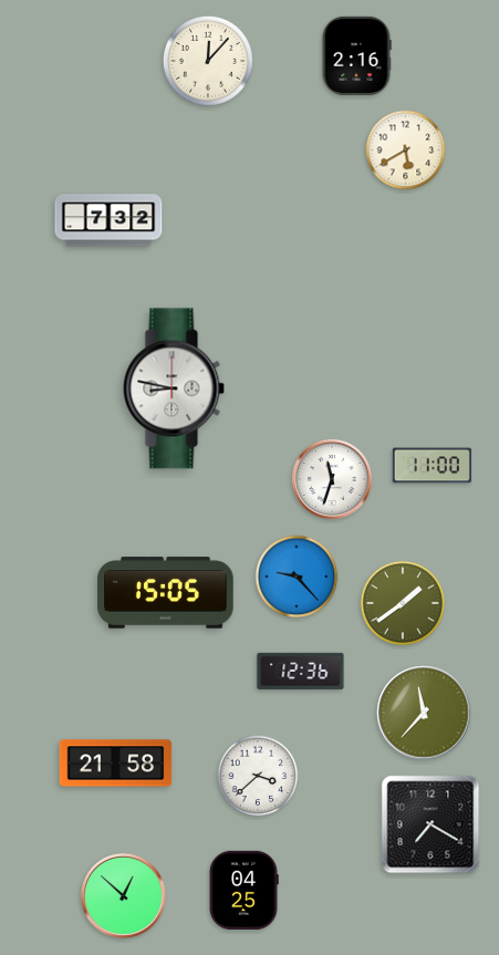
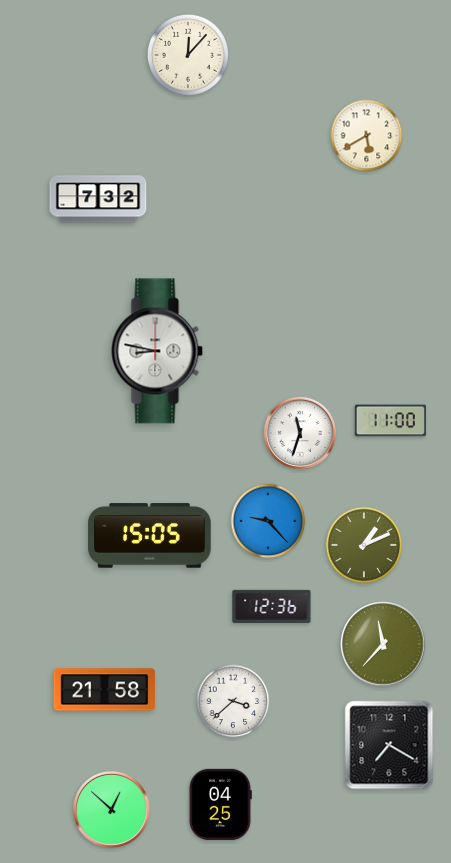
clock at (356, 55): 2:16 -> none
clock at (403, 603): 1:39 -> 1:11
